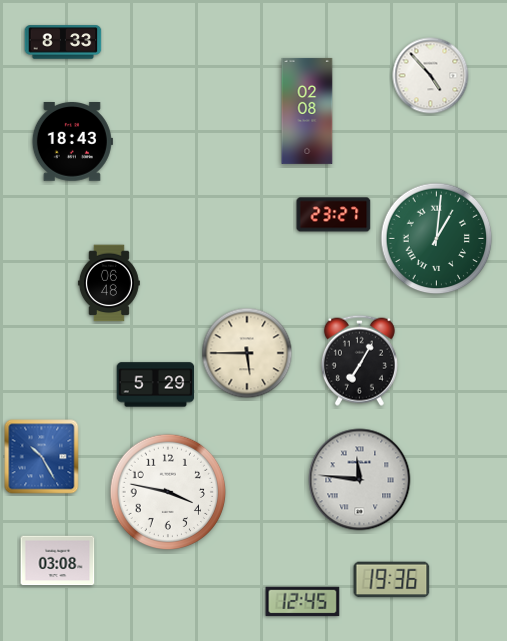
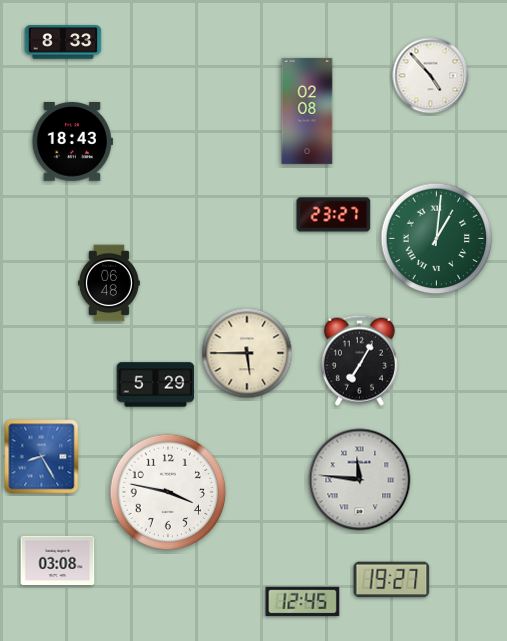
clock at (42, 457): 10:25 -> 8:25
clock at (392, 580): 19:36 -> 19:27
